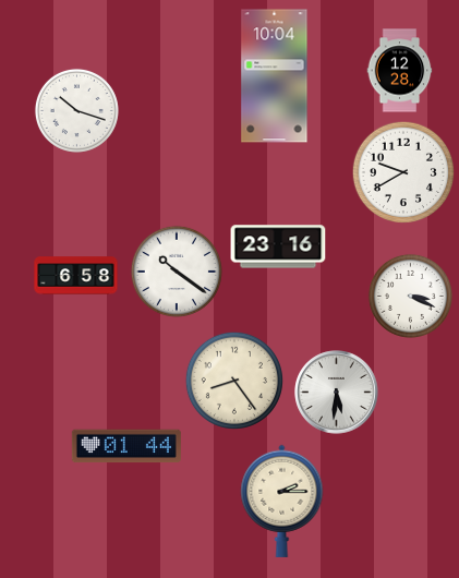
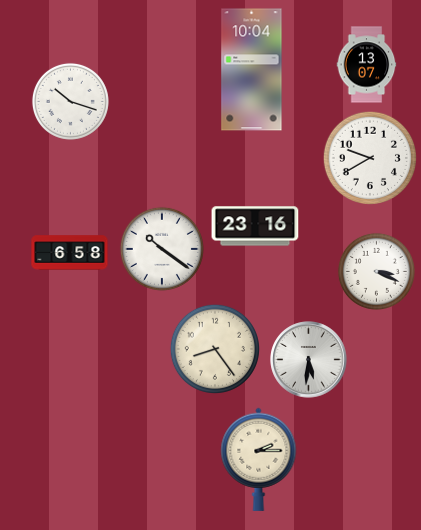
clock at (400, 71): 12:28 -> 13:07
clock at (126, 446): 01:44 -> none
